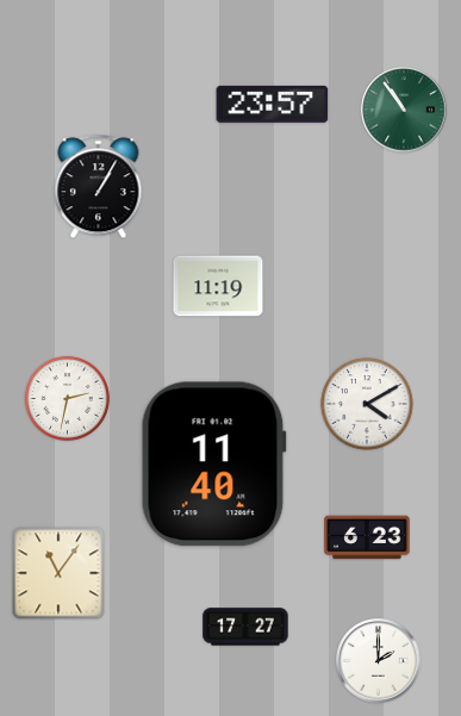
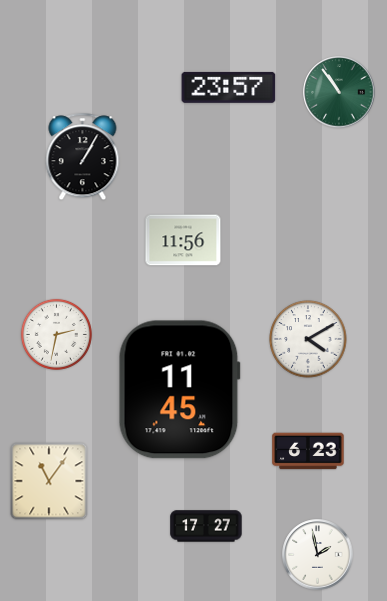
clock at (218, 286): 11:19 -> 11:56
clock at (213, 465): 11:40 -> 11:45
clock at (379, 661): 2:00 -> 1:58
